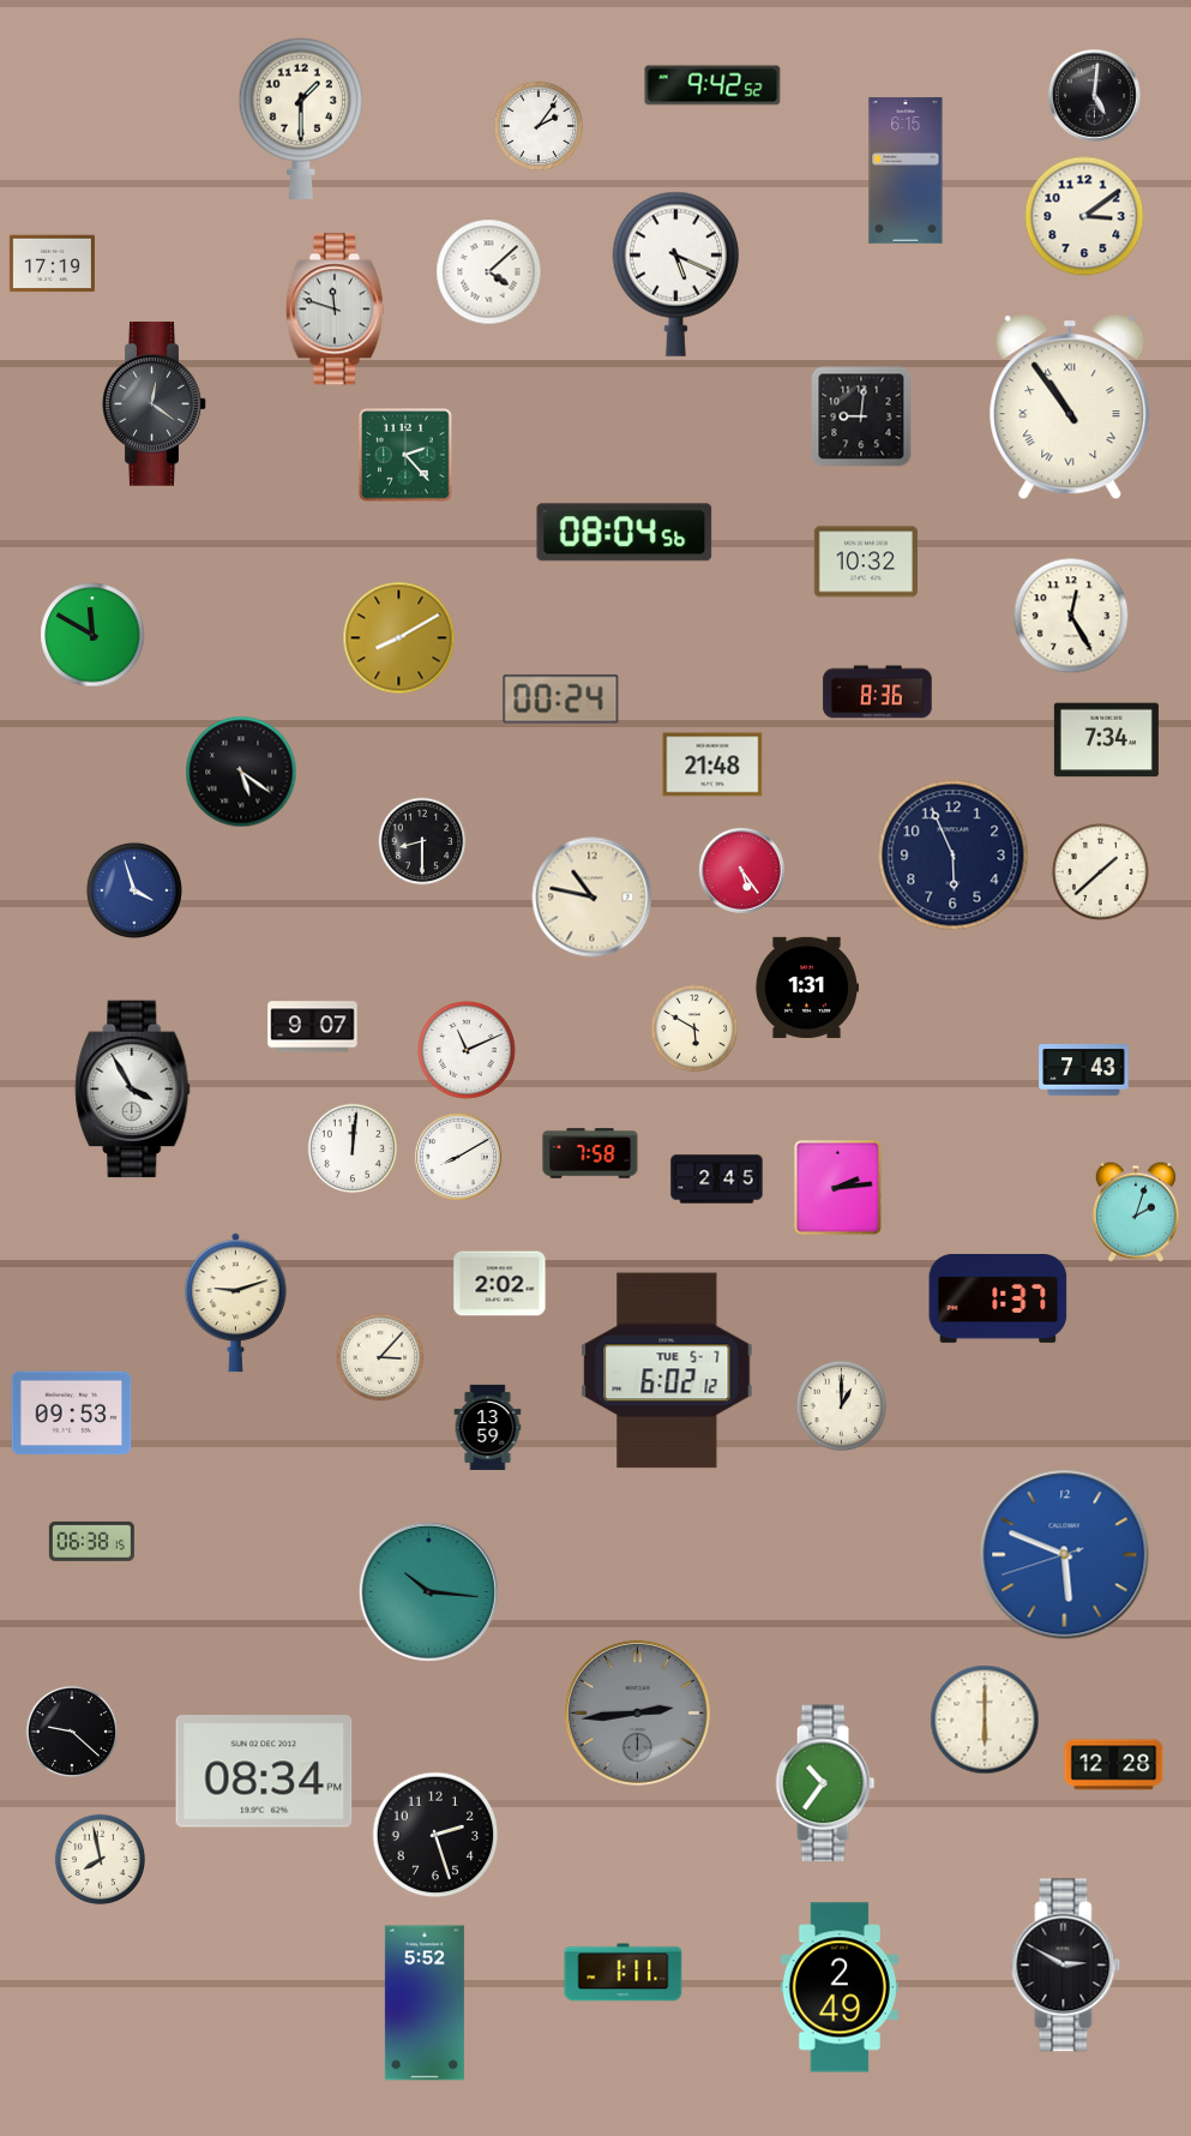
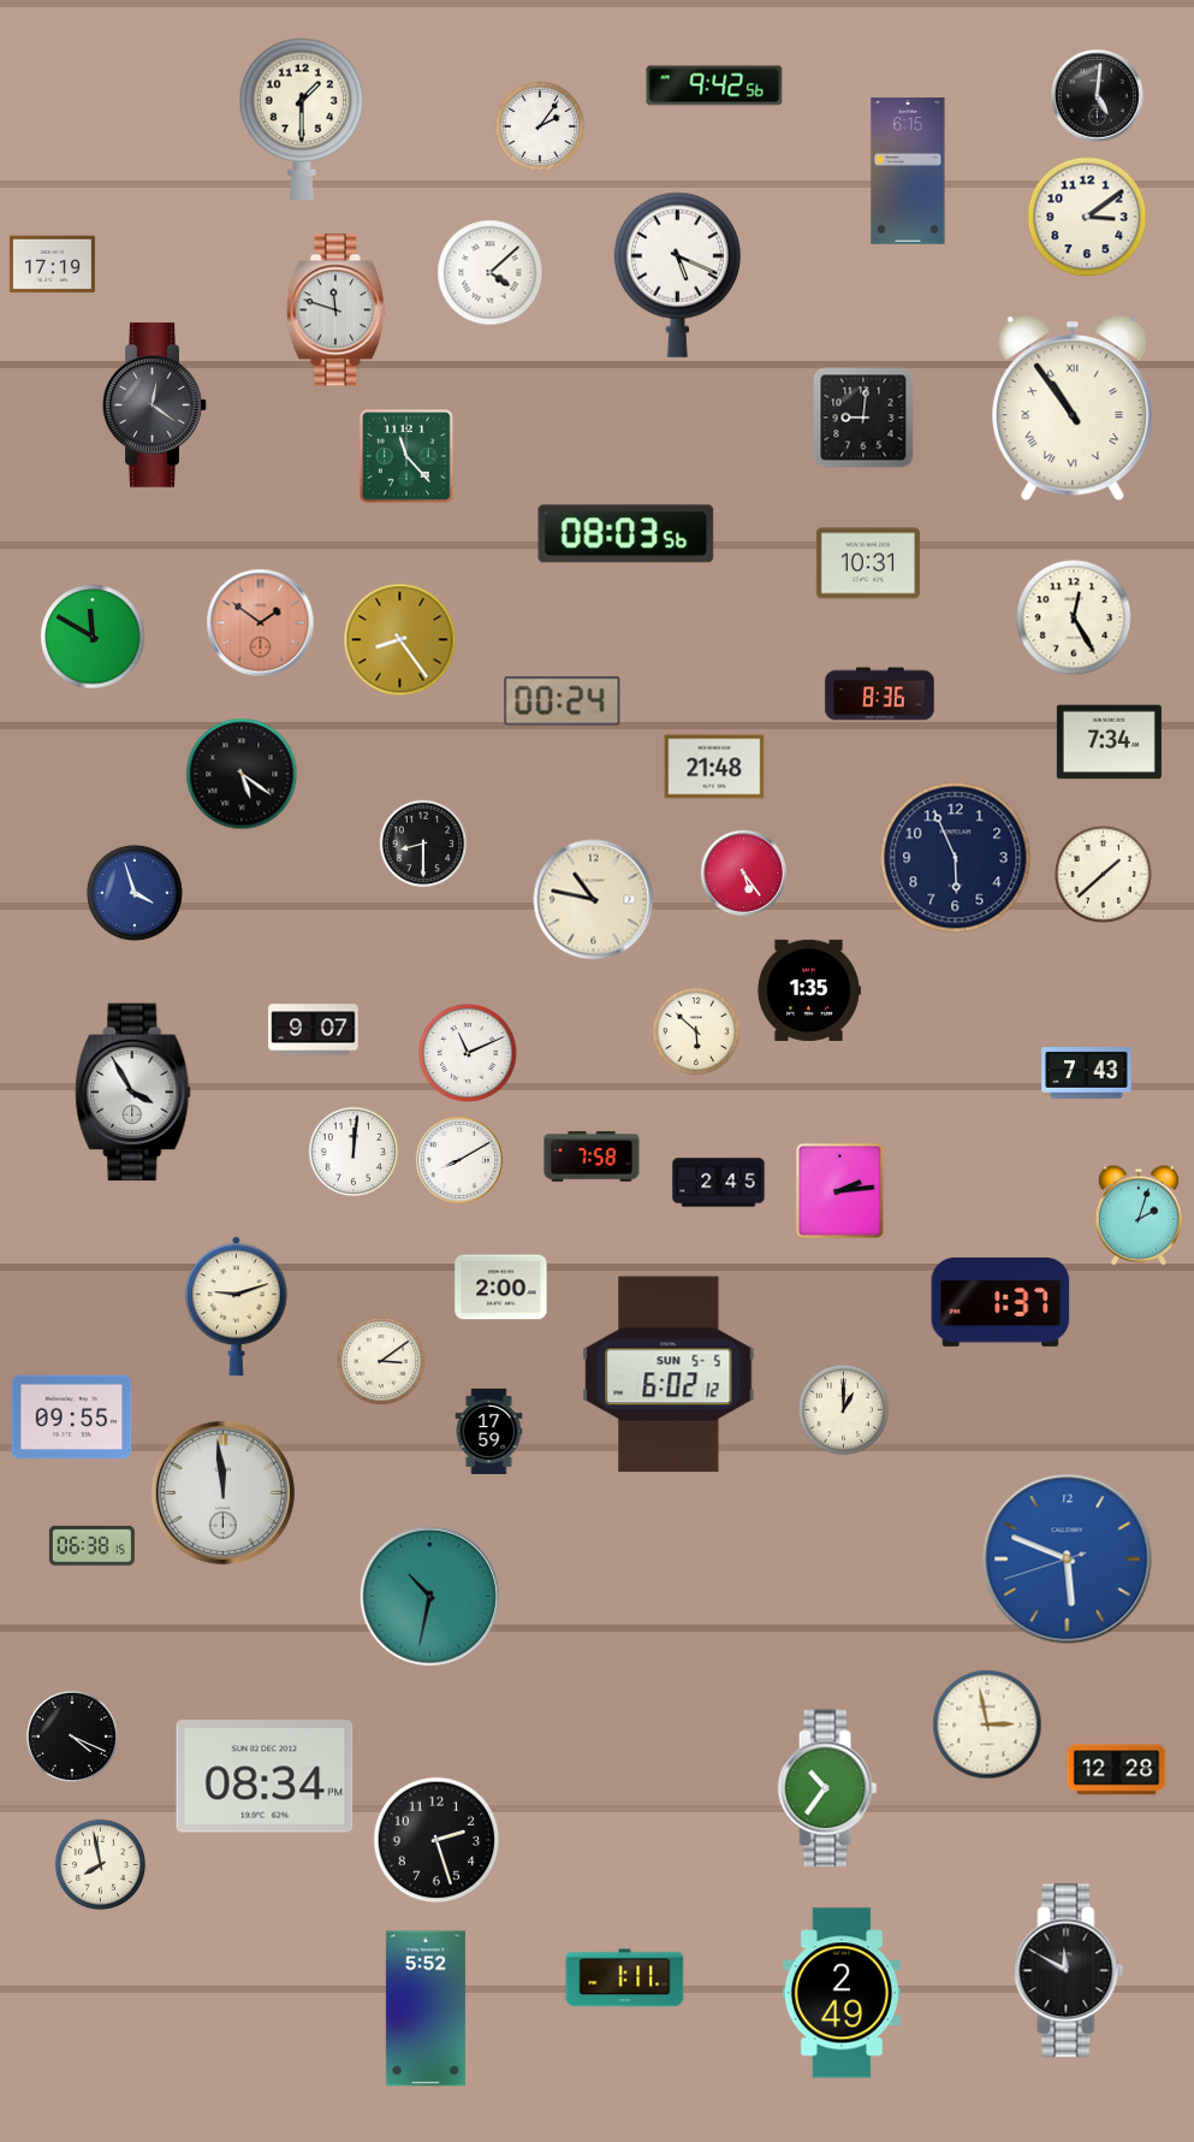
clock at (712, 85): 9:42:52 -> 9:42:56
clock at (405, 455): 2:23 -> 11:23
clock at (625, 533): 08:04 -> 08:03
clock at (866, 562): 10:32 -> 10:31
clock at (261, 623): none -> 1:51
clock at (399, 638): 8:10 -> 8:24
clock at (806, 988): 1:31 -> 1:35
clock at (694, 1028): 5:50 -> 5:52
clock at (500, 1284): 2:02 -> 2:00
clock at (380, 1357): 3:07 -> 3:09
clock at (667, 1370) date: TUE 5-7 -> SUN 5-5
clock at (72, 1414): 09:53 -> 09:55
clock at (488, 1427): 13:59 -> 17:59
clock at (222, 1492): none -> 11:59
clock at (428, 1591): 10:16 -> 10:32
clock at (637, 1712): 2:44 -> none
clock at (985, 1720): 6:00 -> 2:58
clock at (71, 1730): 9:22 -> 4:19
clock at (1066, 1966): 2:50 -> 11:50
